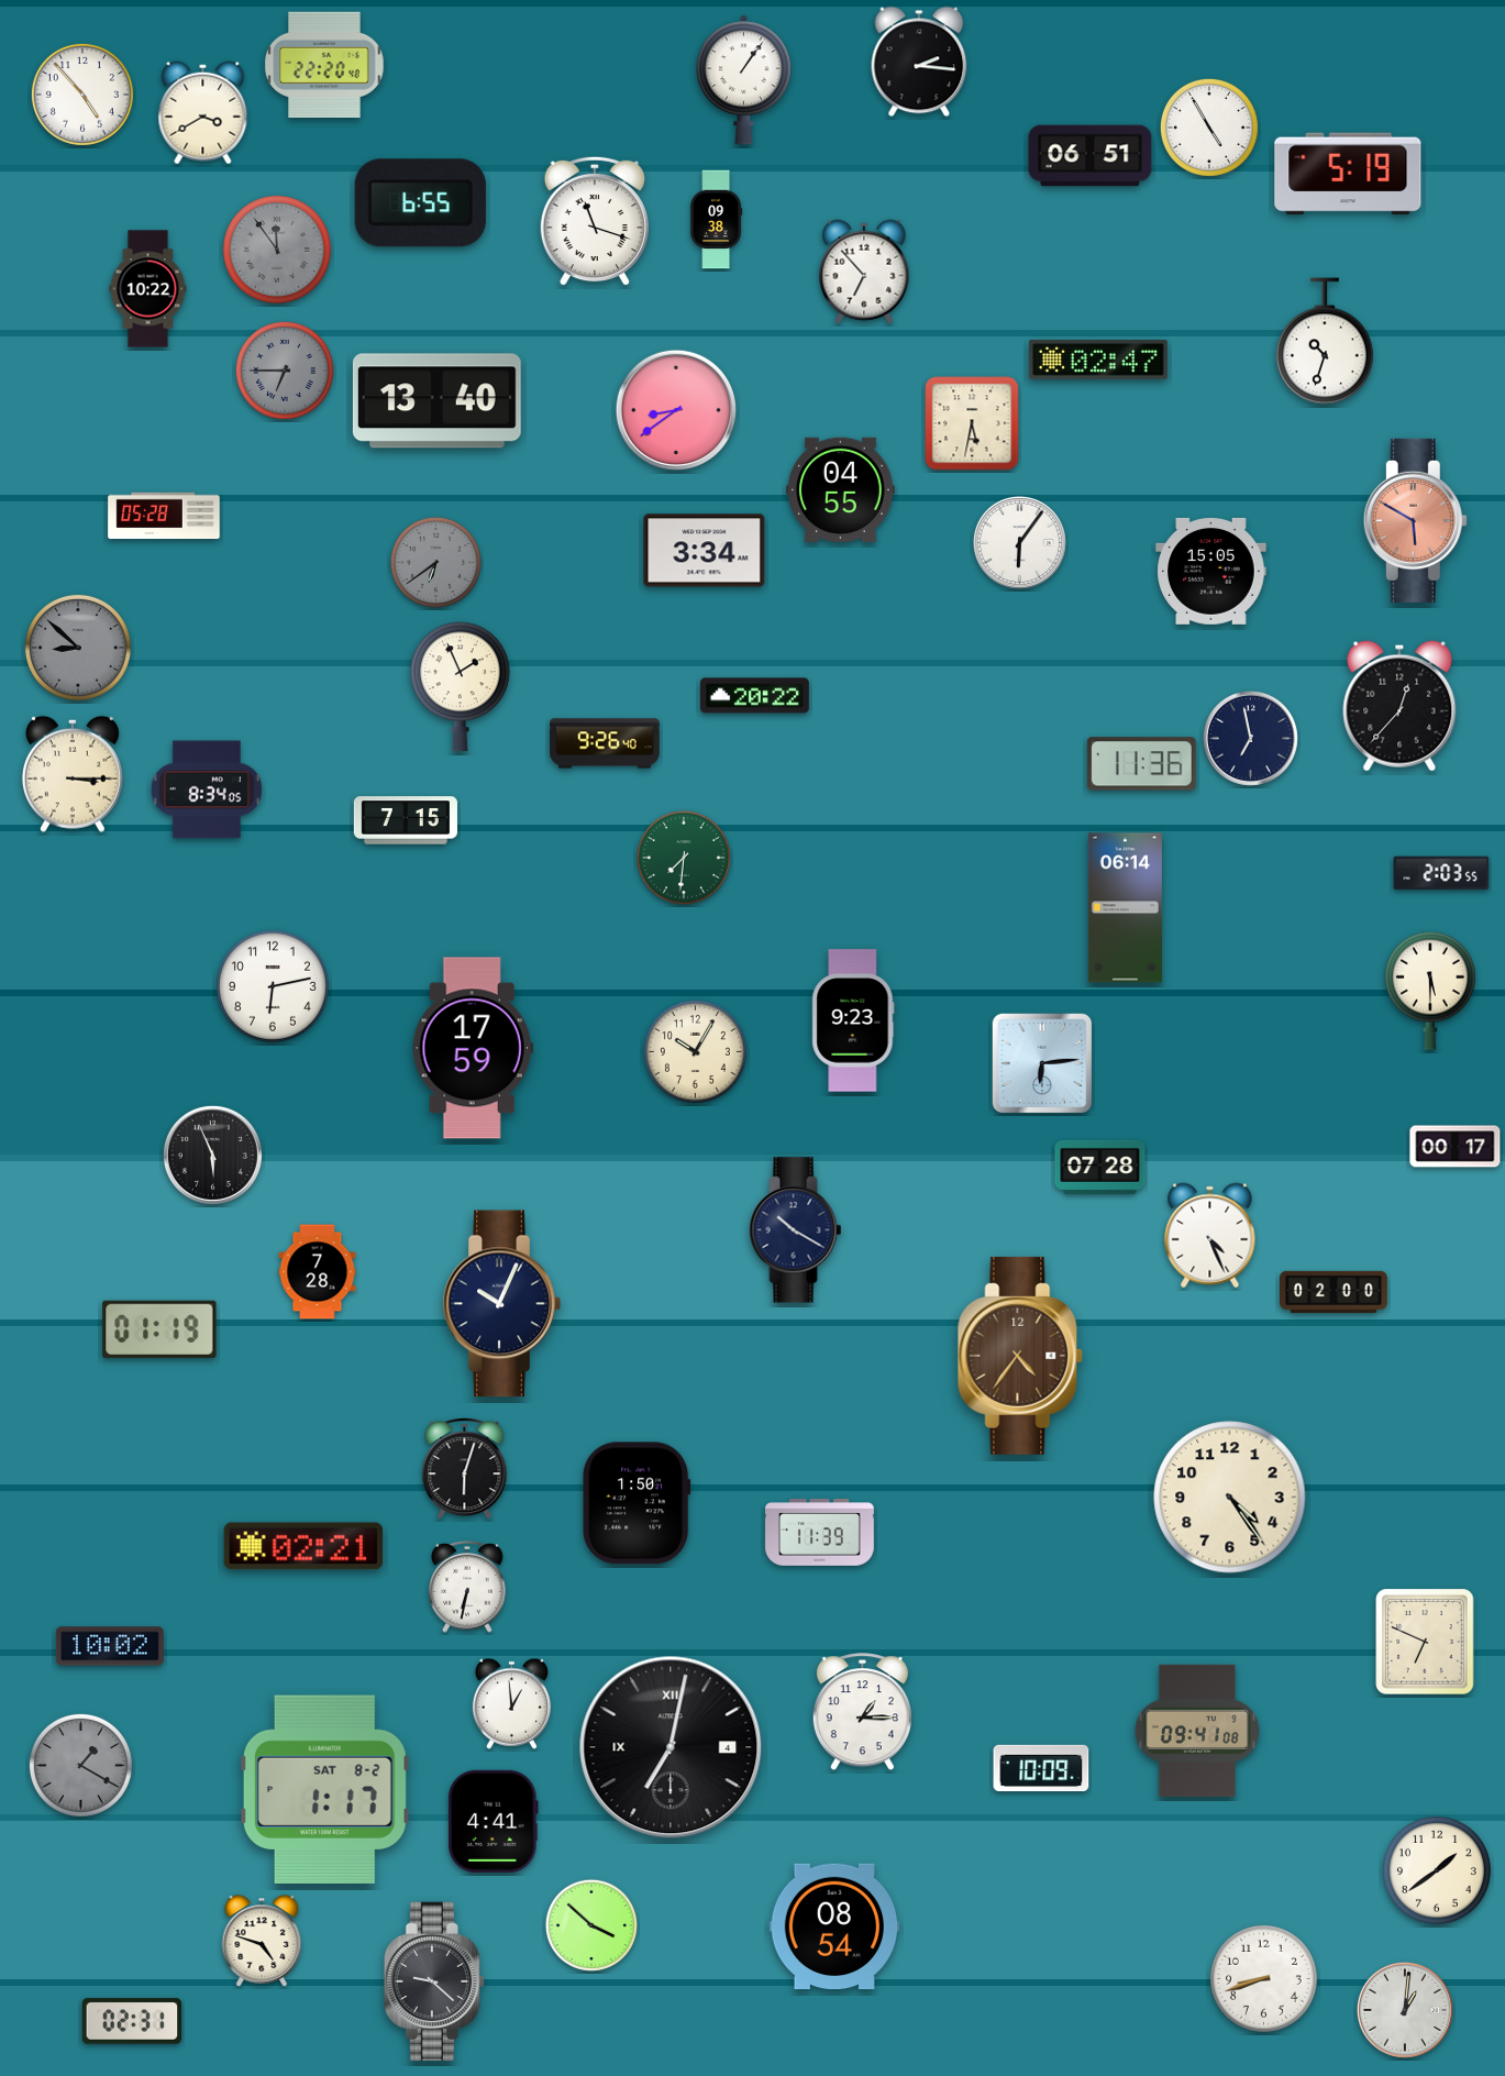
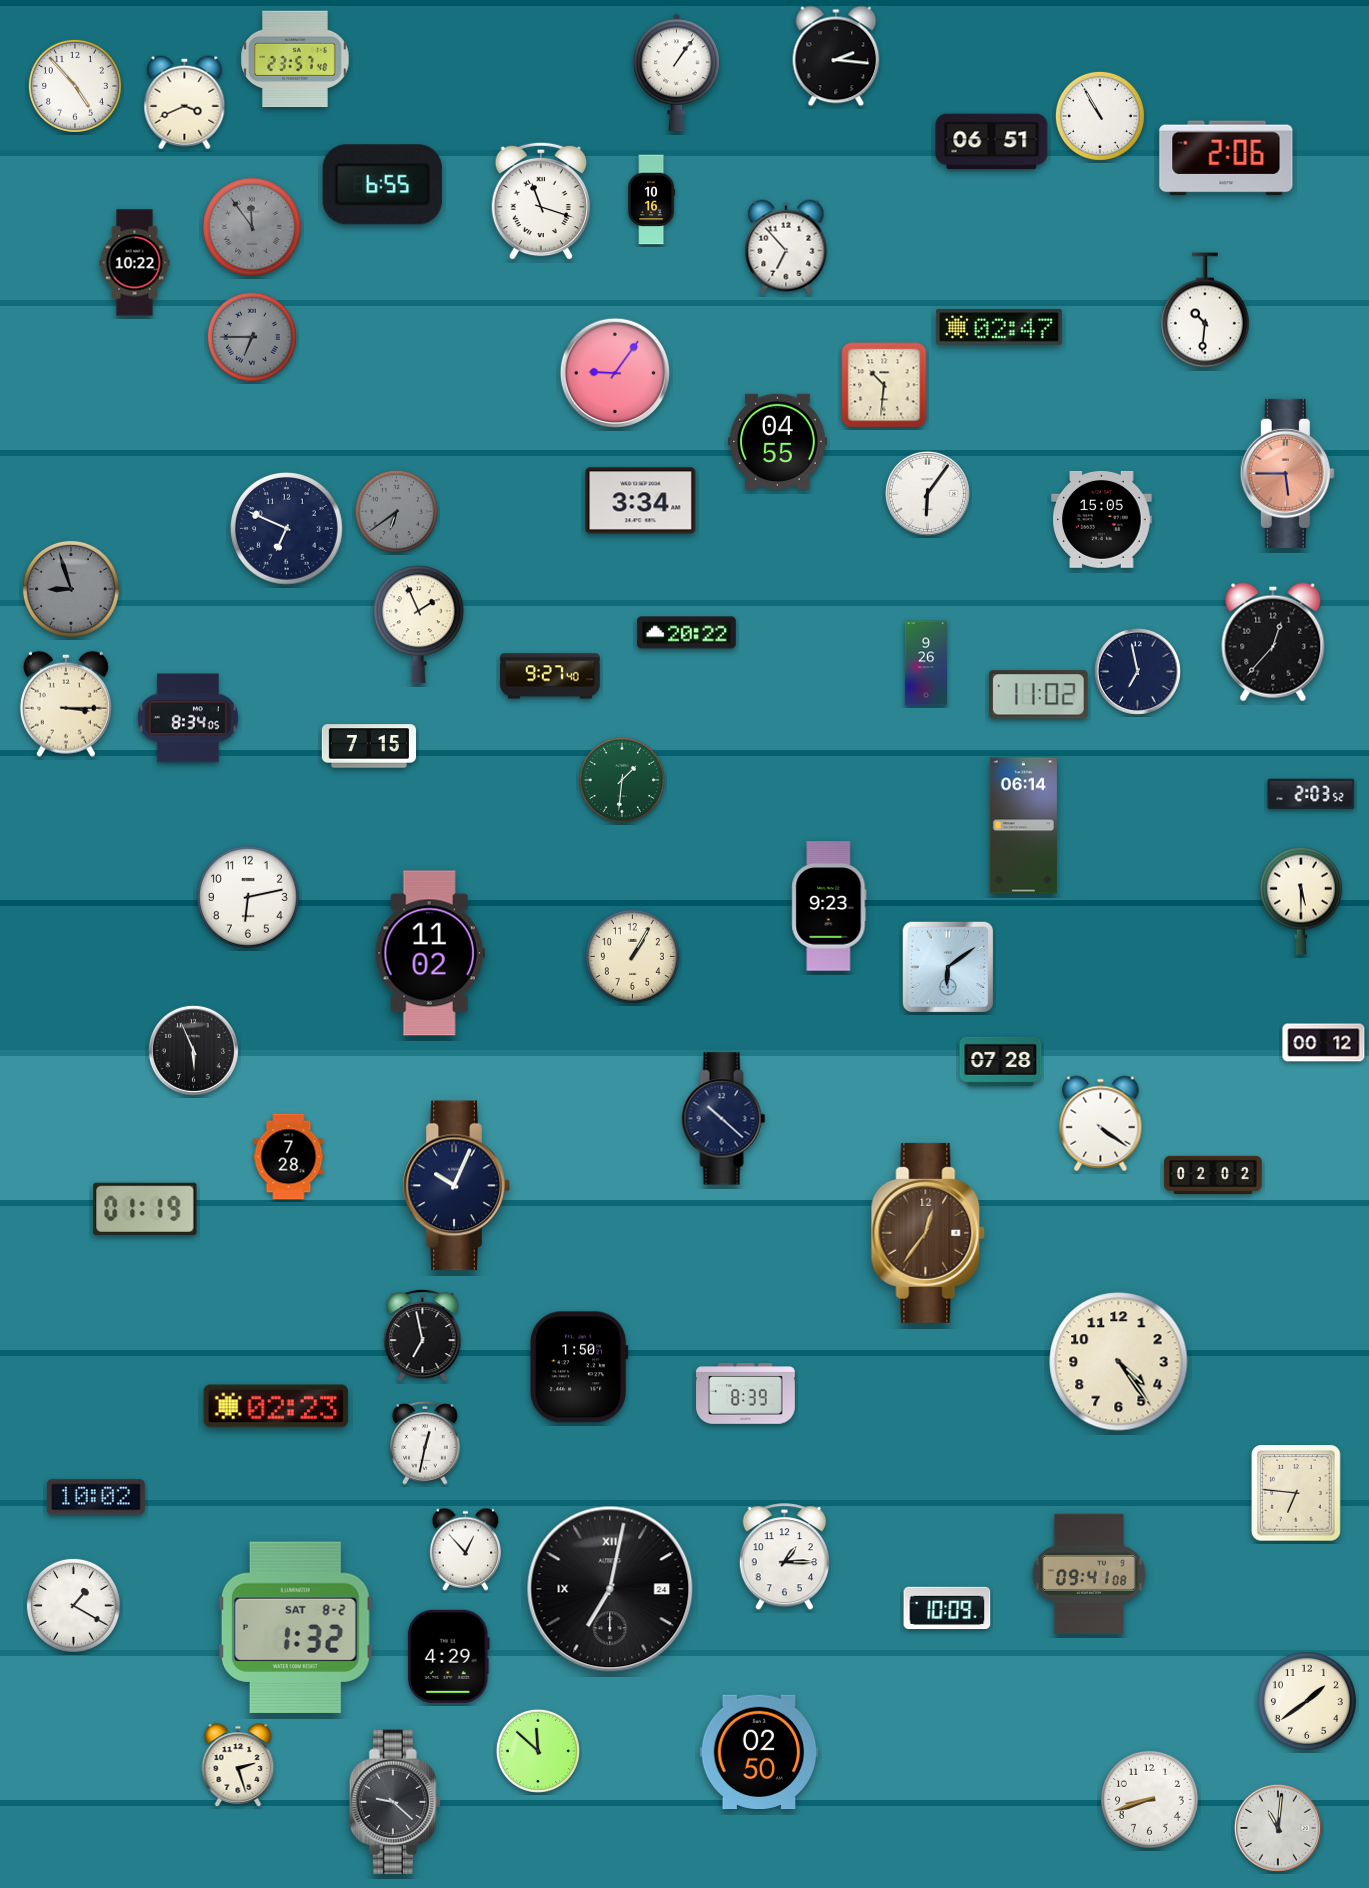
clock at (325, 65): 22:20 -> 23:57
clock at (203, 113): 3:40 -> 3:41
clock at (1209, 128): 4:55 -> 10:55
clock at (1348, 174): 5:19 -> 2:06
clock at (717, 220): 09:38 -> 10:16
clock at (1325, 341): 10:33 -> 10:31
clock at (285, 371) position: (285, 371) -> (252, 337)
clock at (436, 401): 13:40 -> none
clock at (675, 409): 8:39 -> 9:06
clock at (972, 423): 5:32 -> 10:31
clock at (841, 490) position: (841, 490) -> (778, 442)
clock at (164, 516): 05:28 -> none
clock at (1415, 520): 5:50 -> 5:45
clock at (287, 529): none -> 6:49
clock at (78, 648): 8:52 -> 8:57
clock at (926, 663): none -> 9:26
clock at (605, 743): 9:26 -> 9:27
clock at (1141, 764): 11:36 -> 11:02
clock at (684, 858): 7:31 -> 1:31
clock at (1441, 873): 2:03:55 -> 2:03:52
clock at (853, 1020) position: (853, 1020) -> (829, 906)
clock at (473, 1048): 17:59 -> 11:02
clock at (695, 1051): 10:05 -> 1:05
clock at (1042, 1063): 6:14 -> 6:09
clock at (1456, 1147): 00:17 -> 00:12
clock at (796, 1230): 10:20 -> 10:22
clock at (1210, 1236): 4:26 -> 4:21
clock at (1335, 1292): 02:00 -> 02:02
clock at (1020, 1356): 4:36 -> 12:36
clock at (465, 1469): 6:03 -> 6:58
clock at (820, 1533): 11:39 -> 8:39
clock at (303, 1546): 02:21 -> 02:23
clock at (467, 1587): 6:32 -> 12:32
clock at (1425, 1642): 6:49 -> 6:46
clock at (110, 1646) position: (110, 1646) -> (96, 1497)
clock at (512, 1703): 12:59 -> 12:53
clock at (671, 1747) date: 4 -> 24
clock at (80, 1765) dial: grey -> white
clock at (324, 1789): 1:17 -> 1:32
clock at (493, 1821): 4:41 -> 4:29
clock at (591, 1925): 3:52 -> 11:52
clock at (834, 1926): 08:54 -> 02:50
clock at (262, 1941): 4:48 -> 2:27
clock at (1405, 2010): 1:01 -> 11:01
clock at (132, 2021): 02:31 -> none
